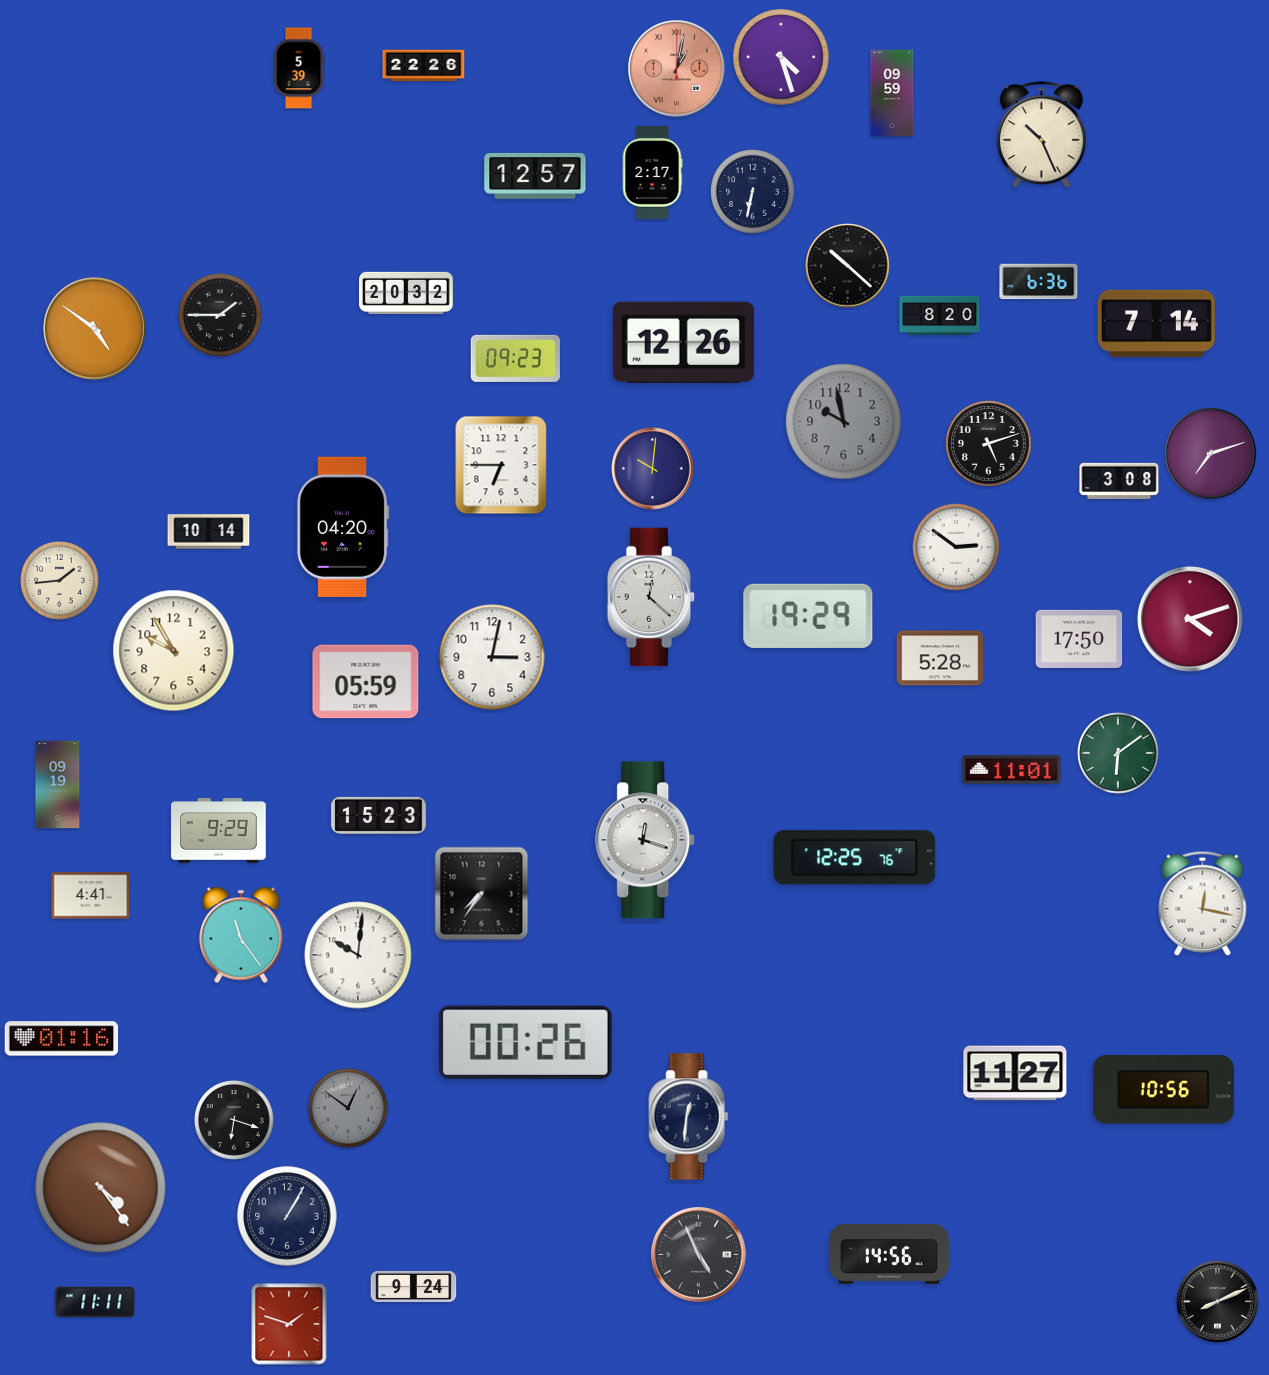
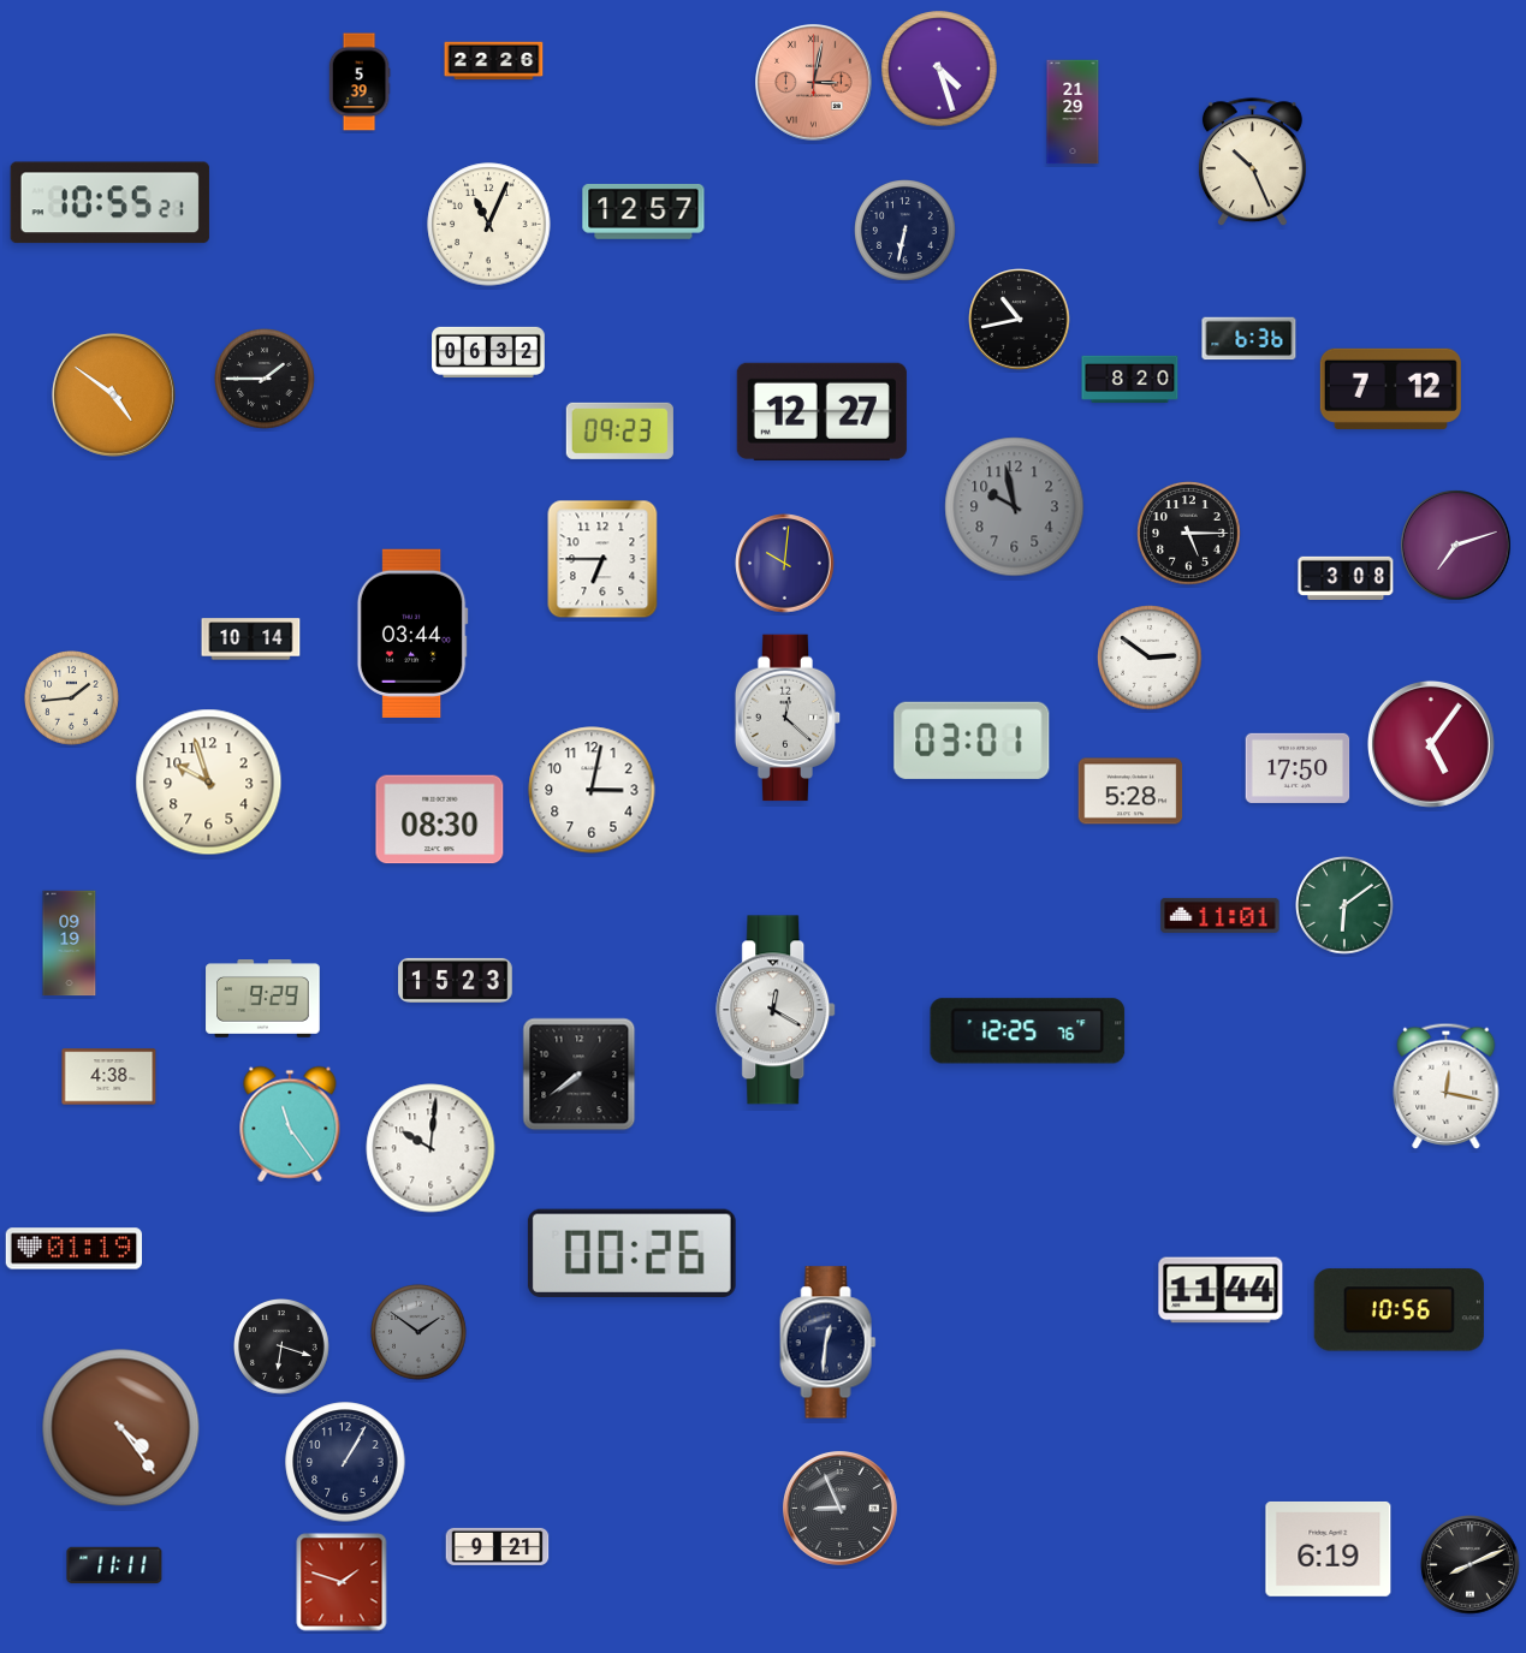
clock at (424, 66) position: (424, 66) -> (494, 61)
clock at (677, 69): 1:02 -> 3:02
clock at (892, 93): 09:59 -> 21:29
clock at (109, 203): none -> 10:55
clock at (652, 172): 2:17 -> none
clock at (489, 225): none -> 11:04
clock at (848, 266): 10:22 -> 10:43
clock at (406, 293): 20:32 -> 06:32
clock at (1156, 323): 7:14 -> 7:12
clock at (683, 342): 12:26 -> 12:27
clock at (989, 444): 5:12 -> 5:15
clock at (343, 527): 04:20 -> 03:44
clock at (651, 597) position: (651, 597) -> (788, 718)
clock at (808, 616): 19:29 -> 03:01
clock at (1190, 619): 4:12 -> 5:06
clock at (174, 651): 9:55 -> 9:57
clock at (366, 682): 05:59 -> 08:30
clock at (1012, 769) position: (1012, 769) -> (1221, 915)
clock at (646, 840): 12:18 -> 12:20
clock at (482, 894): 7:36 -> 7:39
clock at (91, 896): 4:41 -> 4:38
clock at (62, 1039): 01:16 -> 01:19
clock at (1015, 1073): 11:27 -> 11:44
clock at (349, 1109): 12:51 -> 1:51
clock at (890, 1254): 14:56 -> none
clock at (699, 1255): 4:56 -> 8:56
clock at (414, 1286): 9:24 -> 9:21
clock at (1329, 1548): none -> 6:19
clock at (1218, 1302) position: (1218, 1302) -> (1471, 1565)
clock at (289, 1324) position: (289, 1324) -> (342, 1582)
